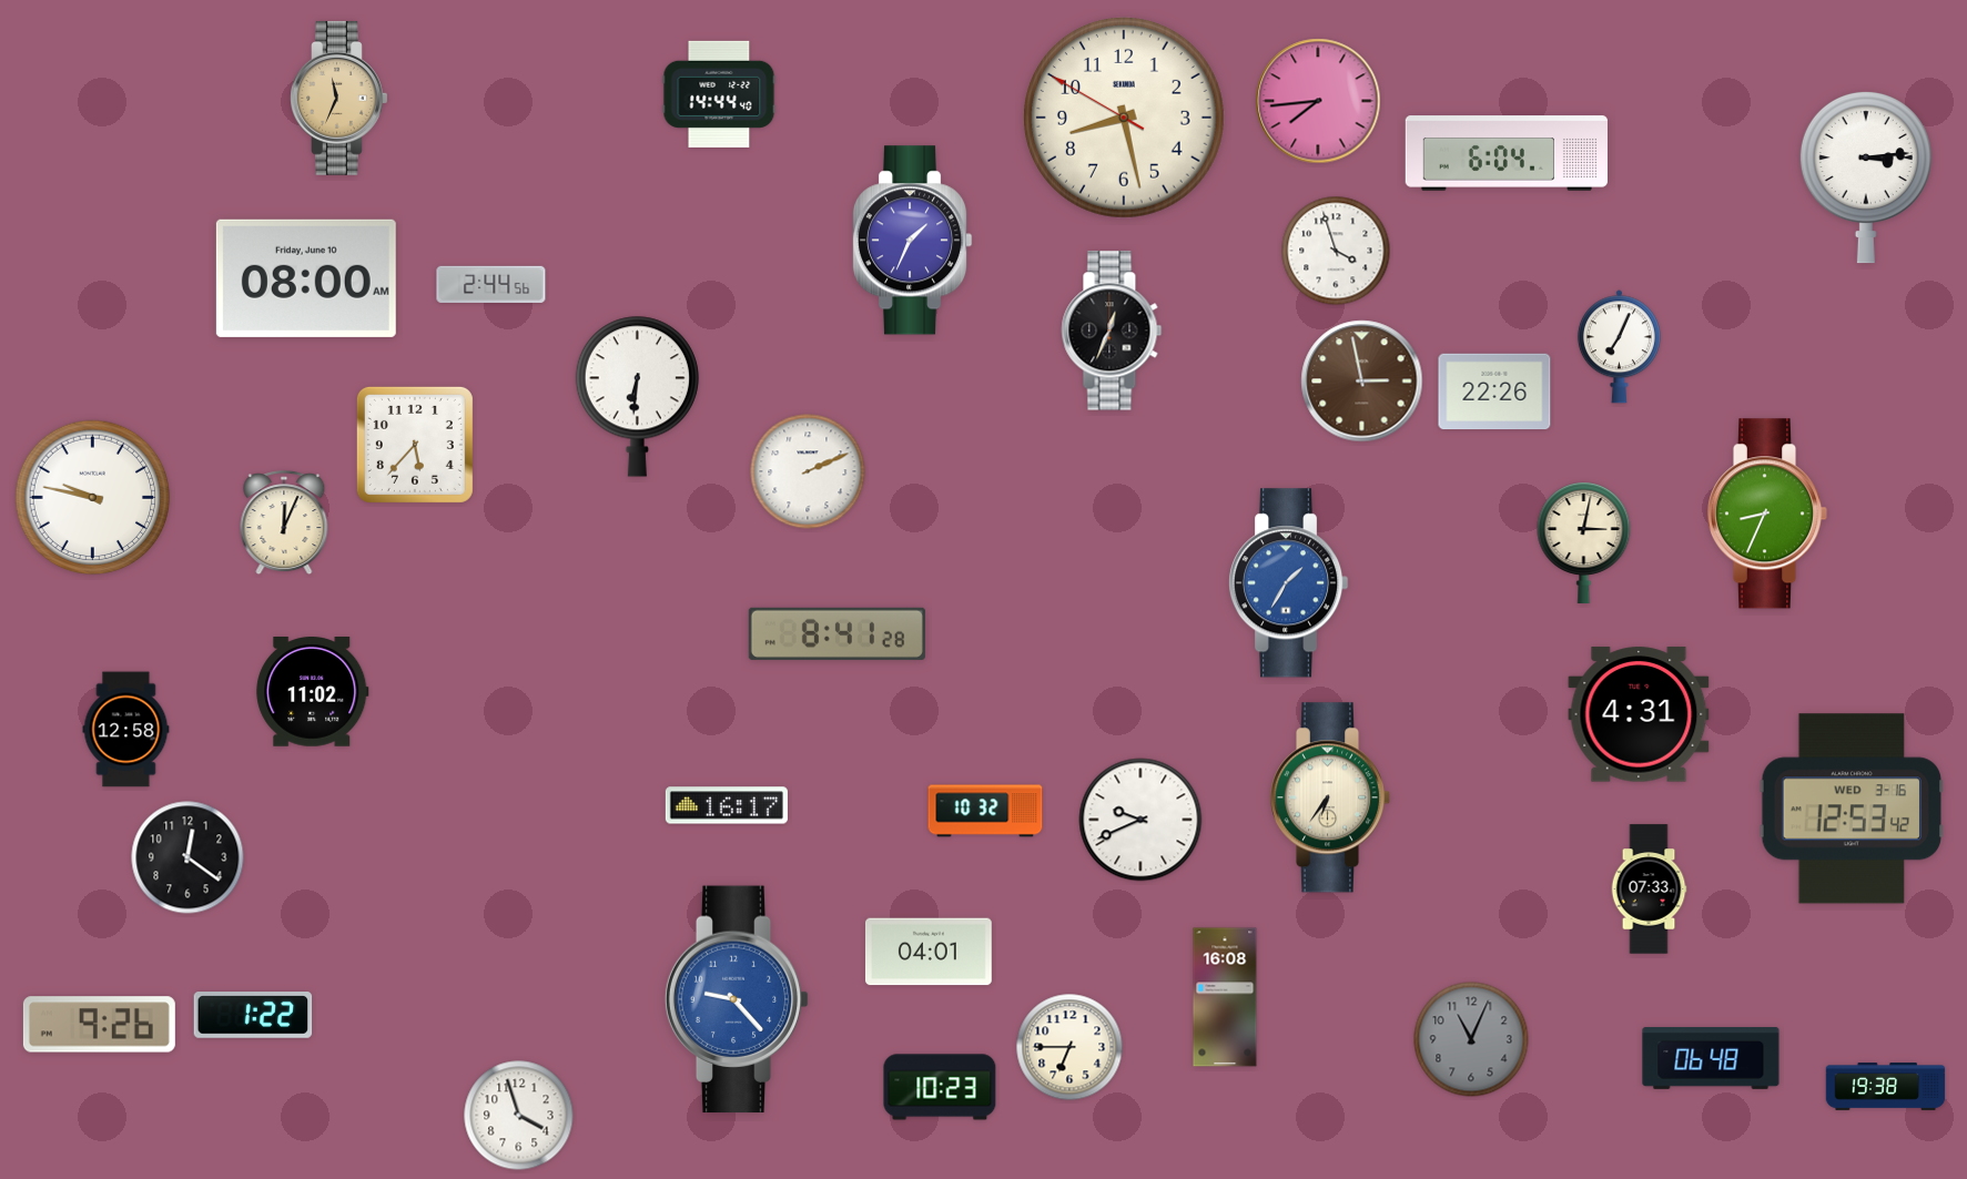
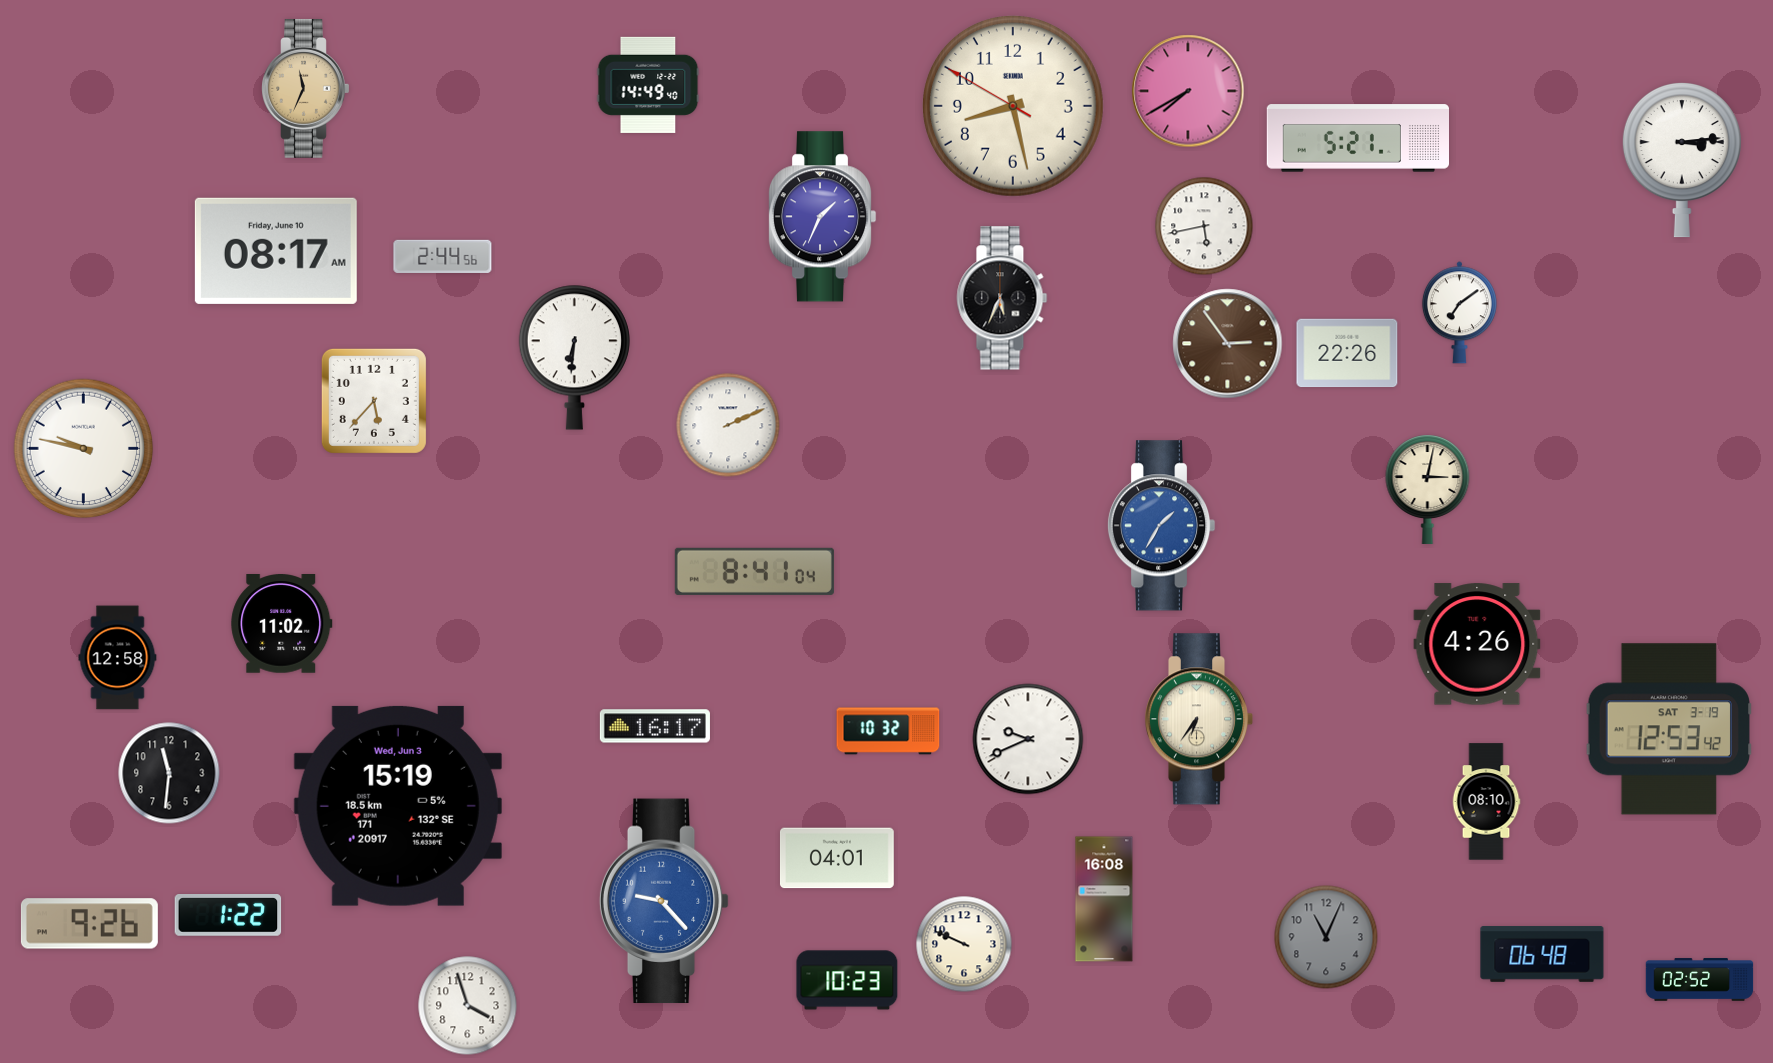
clock at (719, 94): 14:44 -> 14:49
clock at (1318, 101): 7:44 -> 7:40
clock at (1505, 153): 6:04 -> 5:21
clock at (1336, 251): 3:57 -> 5:43
clock at (306, 278): 08:00 -> 08:17
clock at (1112, 331): 12:34 -> 5:34
clock at (1619, 347): 7:04 -> 7:09
clock at (1362, 382): 2:58 -> 2:54
clock at (1767, 514): 8:34 -> none
clock at (284, 524): 12:04 -> none
clock at (837, 633): 8:41:28 -> 8:41:04
clock at (1639, 714): 4:31 -> 4:26
clock at (126, 730) position: (126, 730) -> (118, 658)
clock at (1851, 809) date: WED 3-16 -> SAT 3-19
clock at (187, 857): 12:21 -> 11:31
clock at (1649, 890): 07:33 -> 08:10
clock at (398, 806): none -> 15:19
clock at (1069, 1047): 6:45 -> 9:49
clock at (1886, 1087): 19:38 -> 02:52
